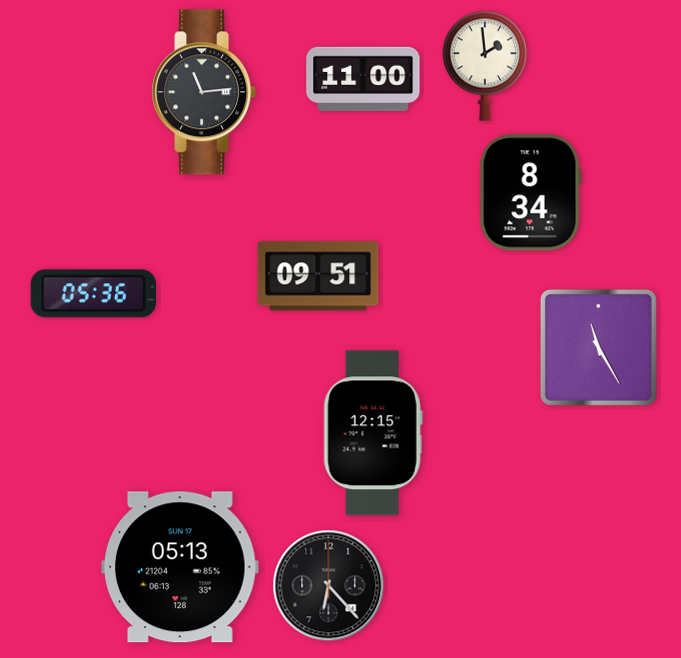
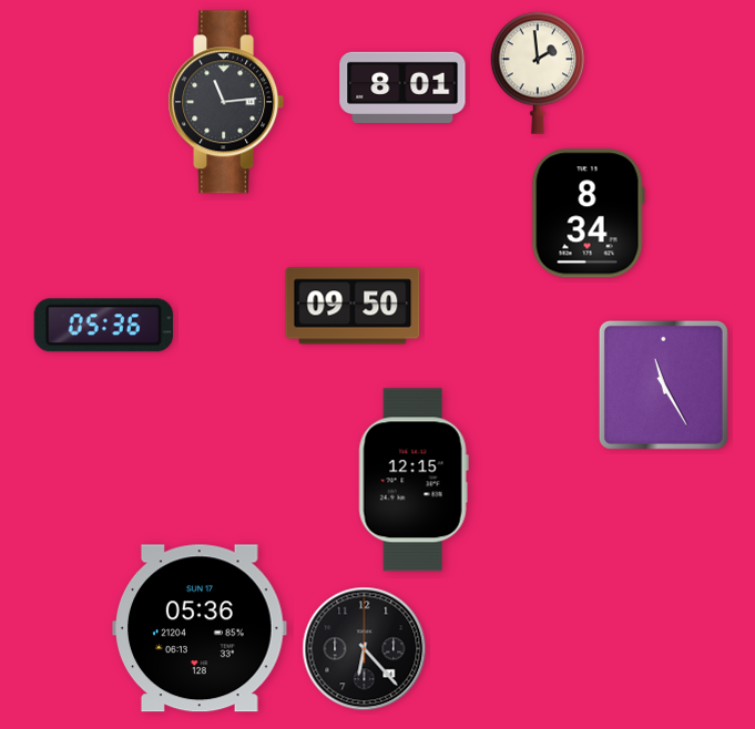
clock at (363, 78): 11:00 -> 8:01
clock at (318, 276): 09:51 -> 09:50
clock at (181, 567): 05:13 -> 05:36
